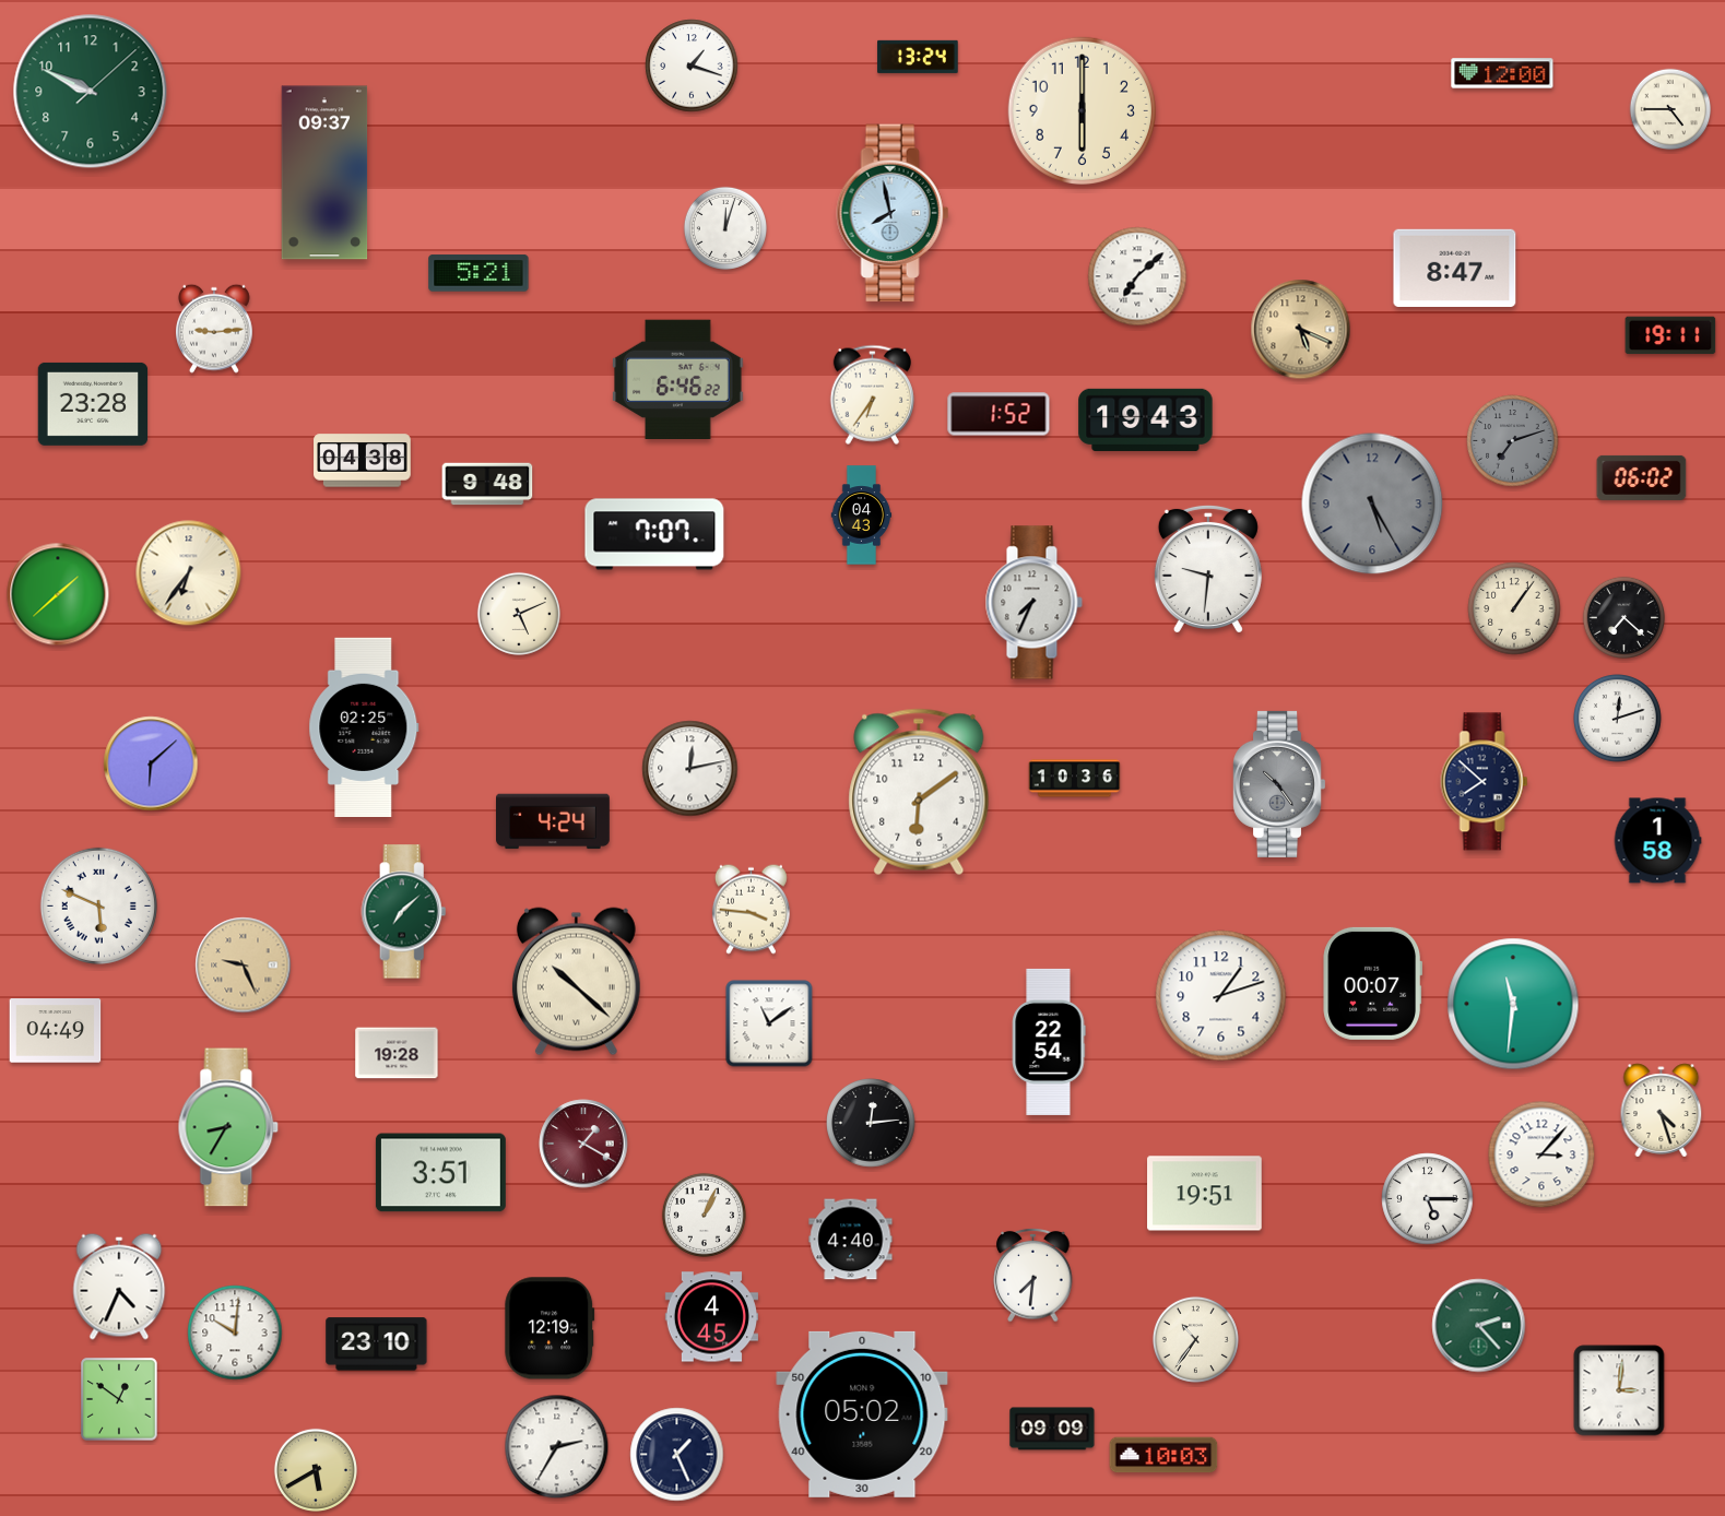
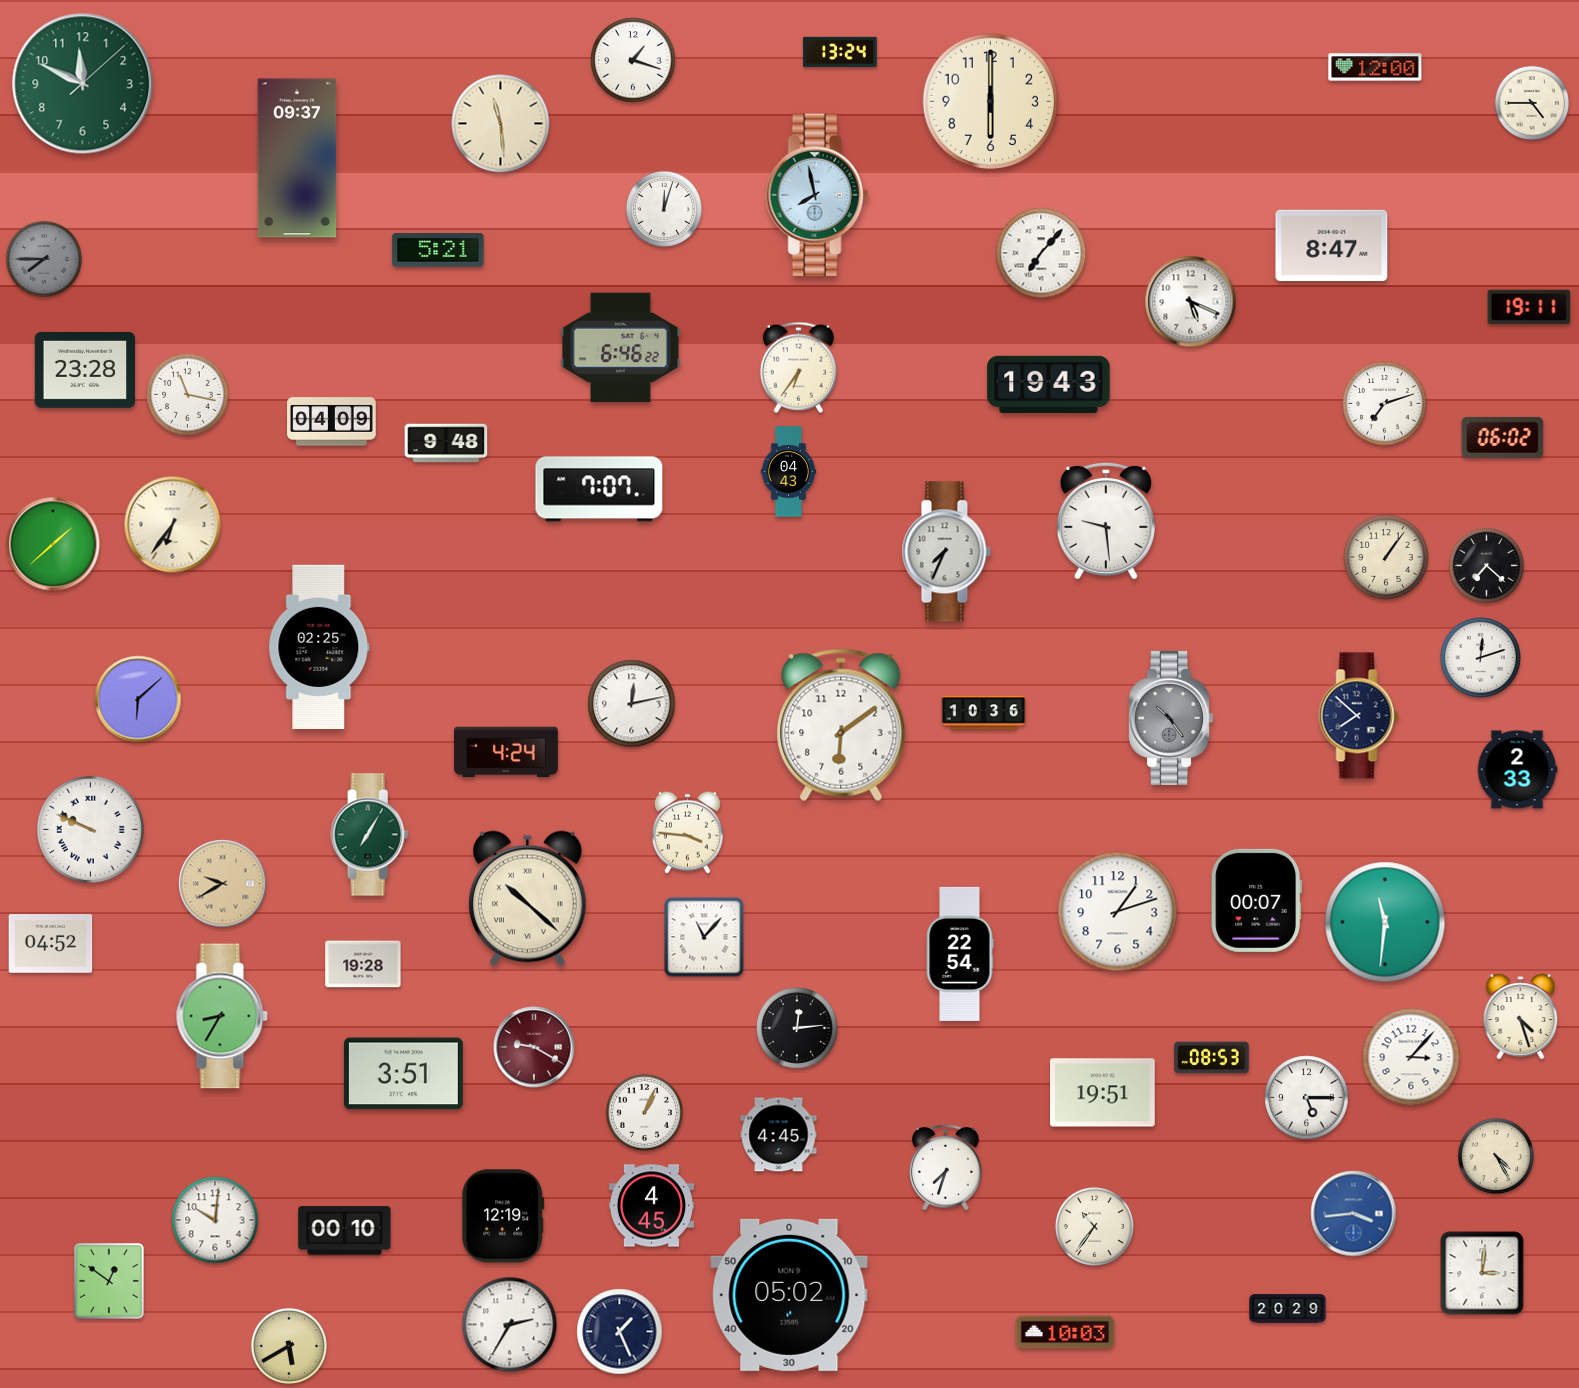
clock at (91, 92): 9:49 -> 11:49
clock at (1670, 109) position: (1670, 109) -> (1532, 103)
clock at (501, 124): none -> 11:29
clock at (1137, 276): 7:08 -> 7:07
clock at (44, 259): none -> 7:45
clock at (214, 329): 9:14 -> none
clock at (1301, 330) dial: champagne -> white
clock at (872, 394) position: (872, 394) -> (798, 367)
clock at (999, 414): 1:52 -> none
clock at (188, 395): none -> 11:17
clock at (1513, 441) dial: grey -> white
clock at (363, 461): 04:38 -> 04:09
clock at (1372, 504): 5:25 -> none
clock at (1208, 568): 9:31 -> 9:29
clock at (519, 614): 5:11 -> none
clock at (364, 727) position: (364, 727) -> (319, 647)
clock at (1657, 841): 1:58 -> 2:33
clock at (98, 905): 5:49 -> 9:49
clock at (404, 912): 7:08 -> 7:05
clock at (244, 966): 9:26 -> 9:40
clock at (1513, 1004) position: (1513, 1004) -> (1385, 922)
clock at (769, 1023): 11:09 -> 11:07
clock at (56, 1031): 04:49 -> 04:52
clock at (228, 1127) position: (228, 1127) -> (222, 1016)
clock at (583, 1144): 1:20 -> 9:20
clock at (1212, 1058): none -> 08:53
clock at (851, 1240): 4:40 -> 4:45
clock at (1496, 1156): none -> 4:25
clock at (1033, 1275): 7:31 -> 7:33
clock at (119, 1287): 4:34 -> none
clock at (1479, 1326): 2:23 -> 3:44
clock at (1479, 1326) dial: green -> blue
clock at (377, 1345): 23:10 -> 00:10
clock at (1052, 1429): 09:09 -> none
clock at (1288, 1309): none -> 20:29
